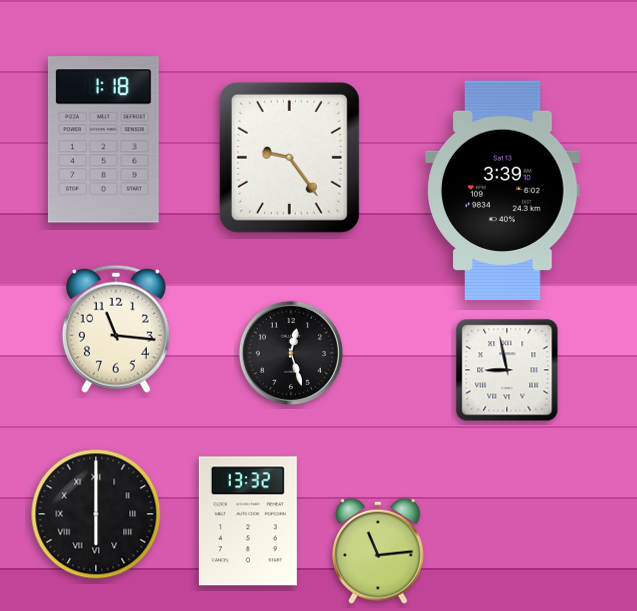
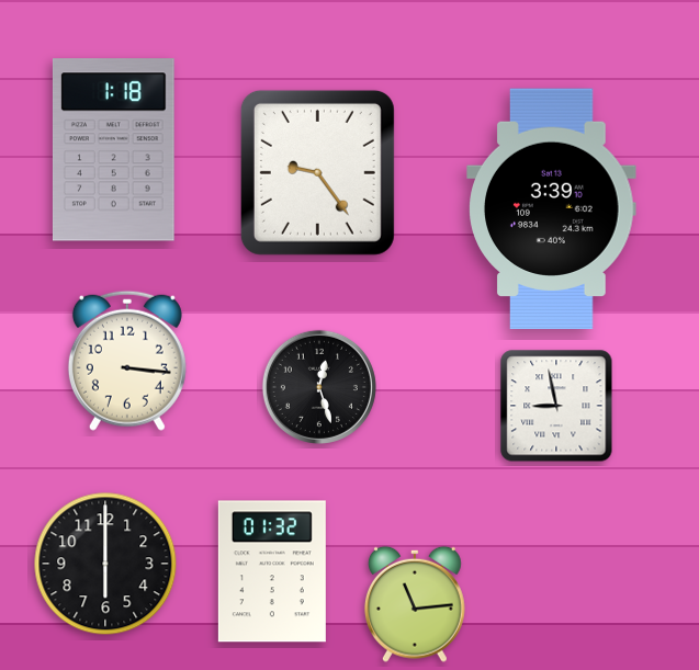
clock at (103, 140) position: (103, 140) -> (113, 150)
clock at (116, 329): 11:16 -> 3:16
clock at (96, 514) numerals: Roman -> Arabic
clock at (248, 521): 13:32 -> 01:32
